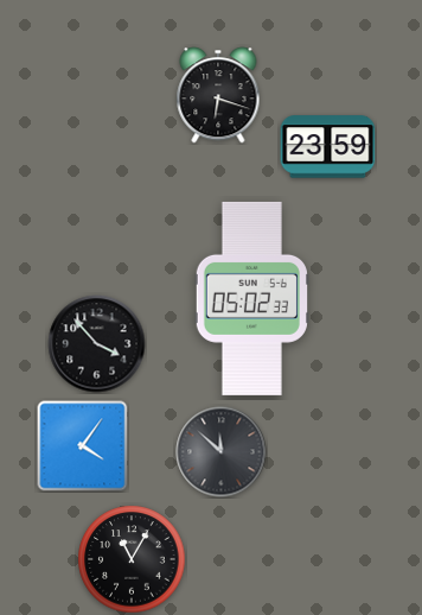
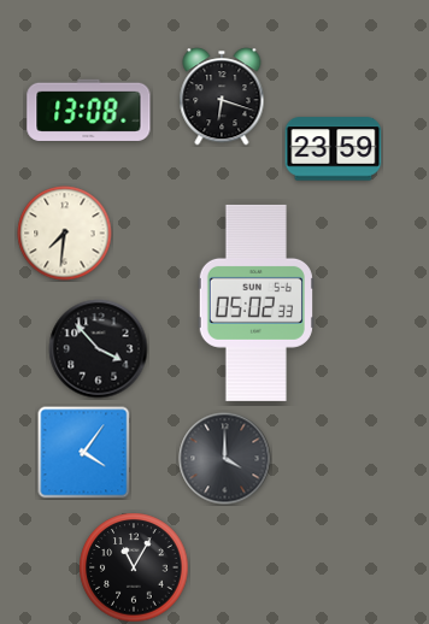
clock at (89, 110): none -> 13:08
clock at (65, 234): none -> 7:31
clock at (222, 452): 11:52 -> 4:00
